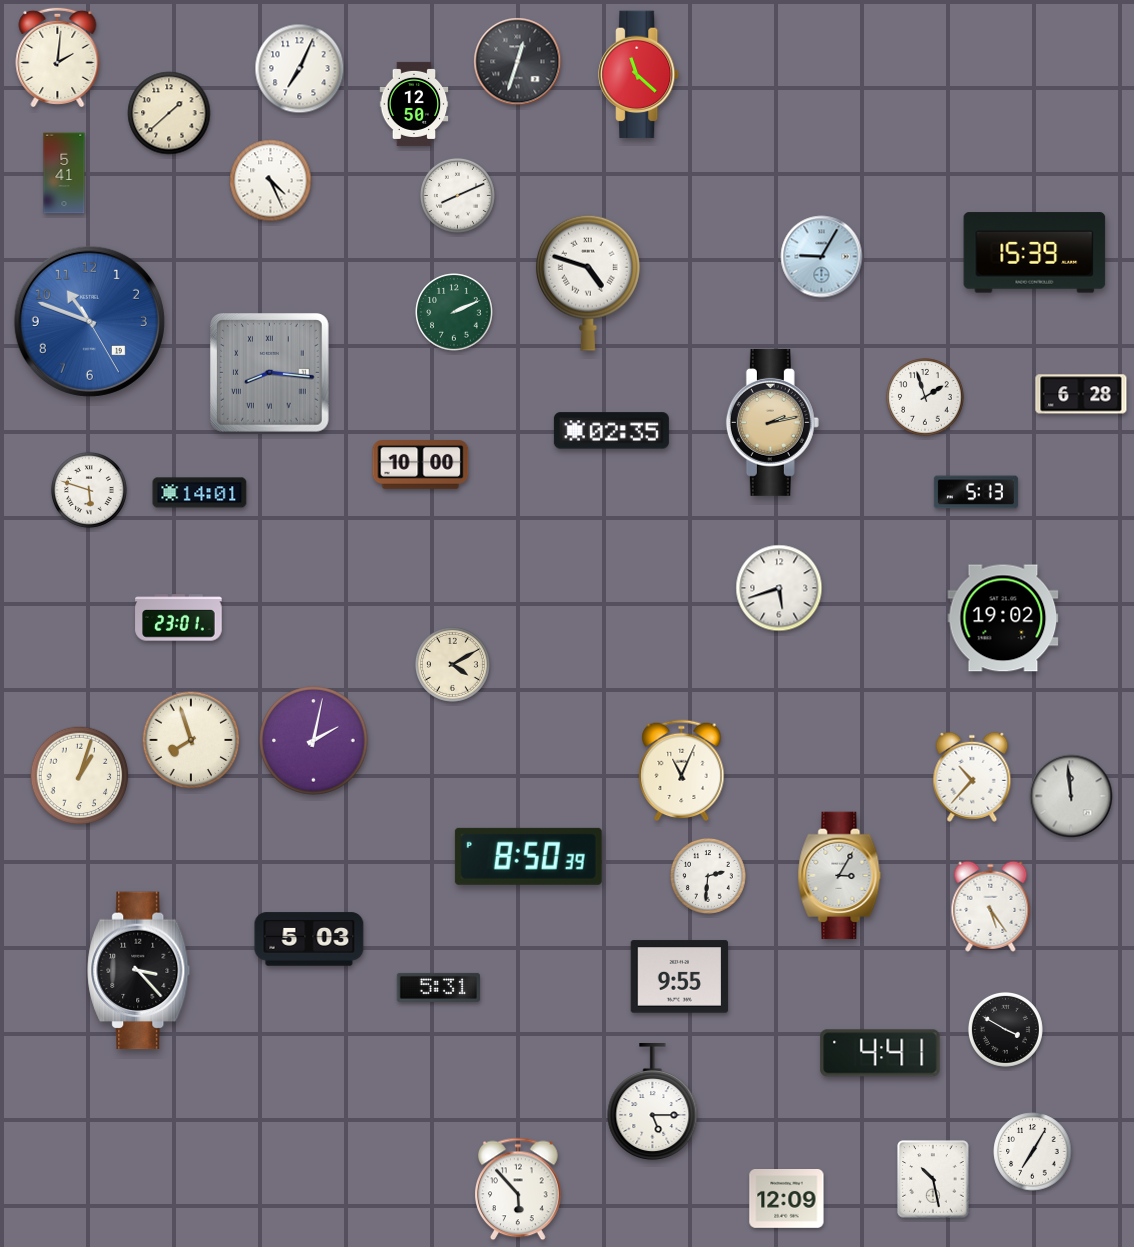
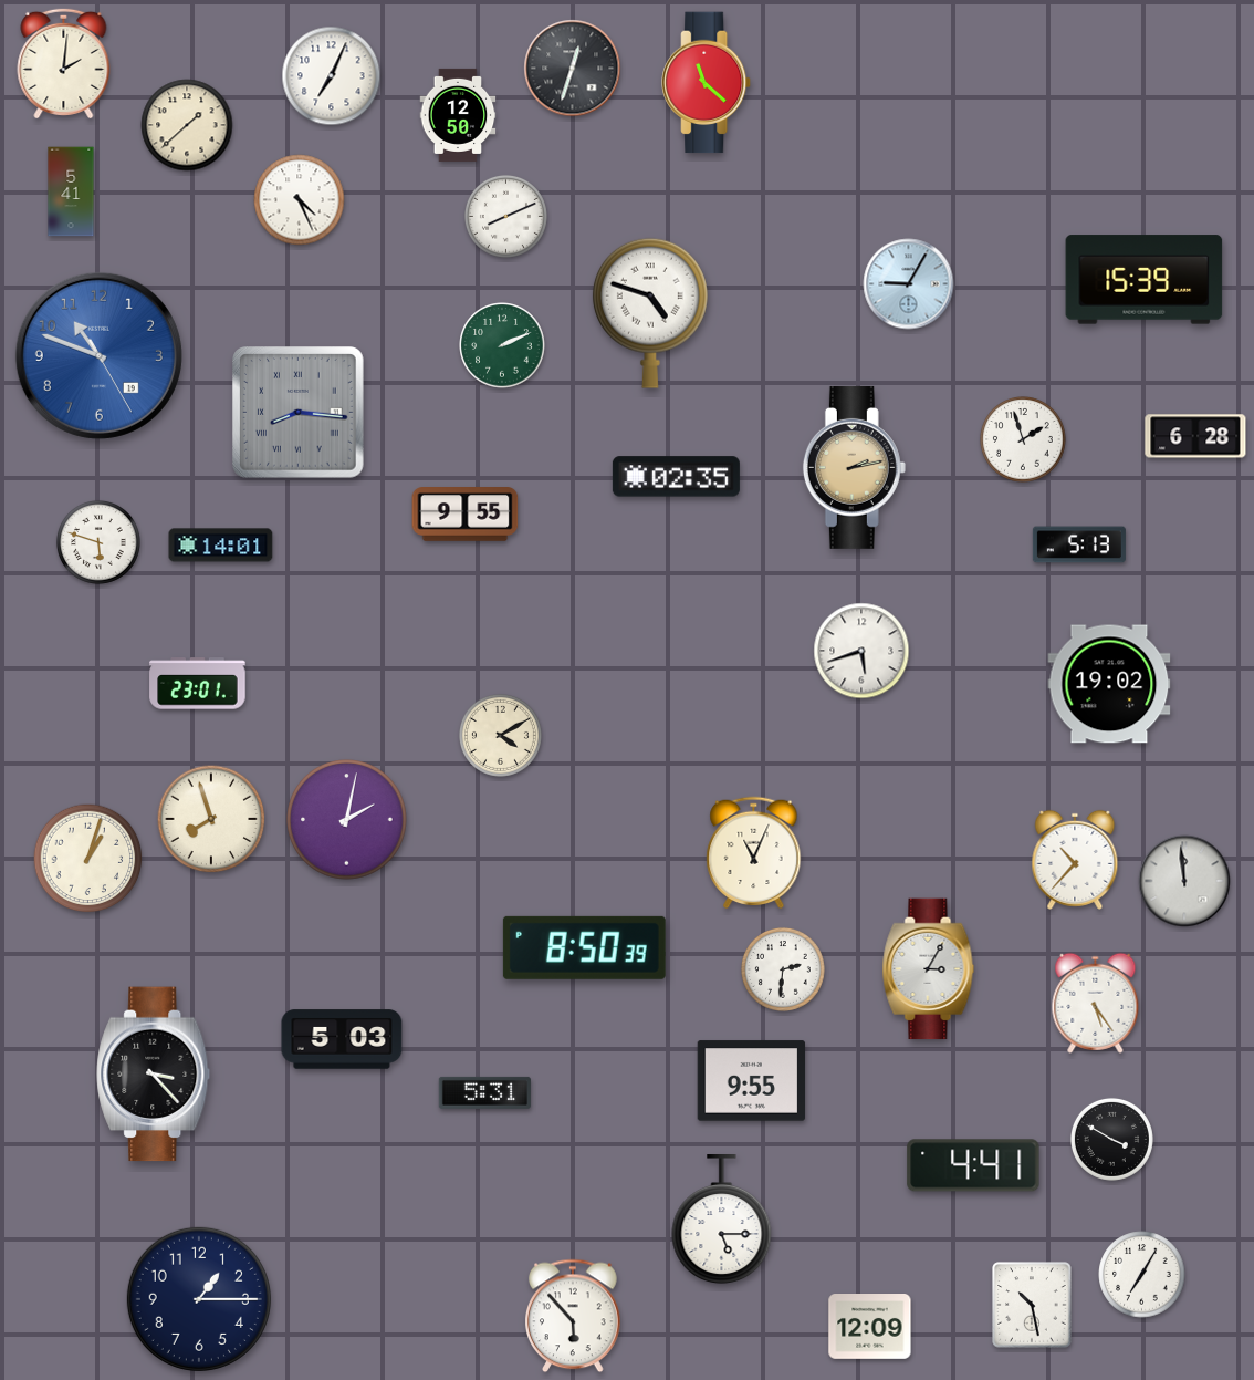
clock at (421, 465): 10:00 -> 9:55
clock at (199, 1299): none -> 1:15
